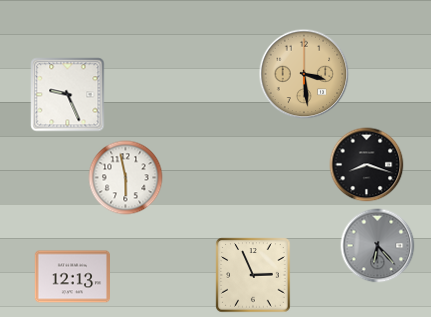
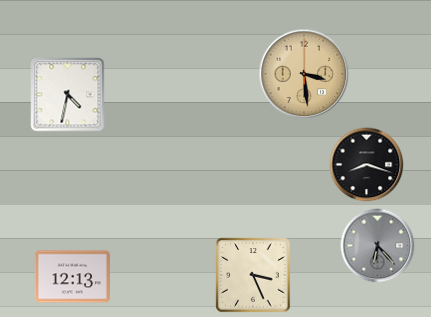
clock at (68, 95): 9:26 -> 4:32
clock at (126, 178): 5:58 -> none
clock at (253, 275): 2:56 -> 3:26
